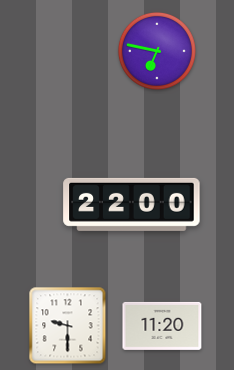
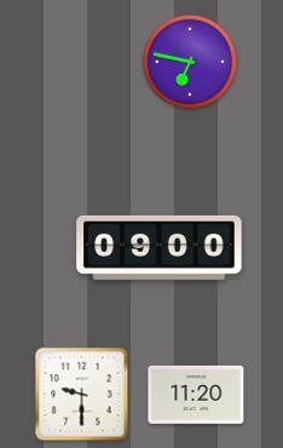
clock at (132, 204): 22:00 -> 09:00
